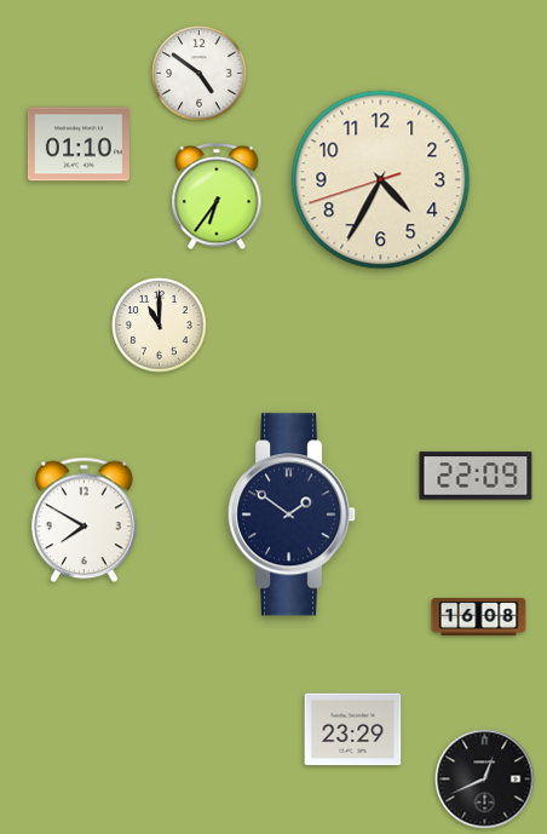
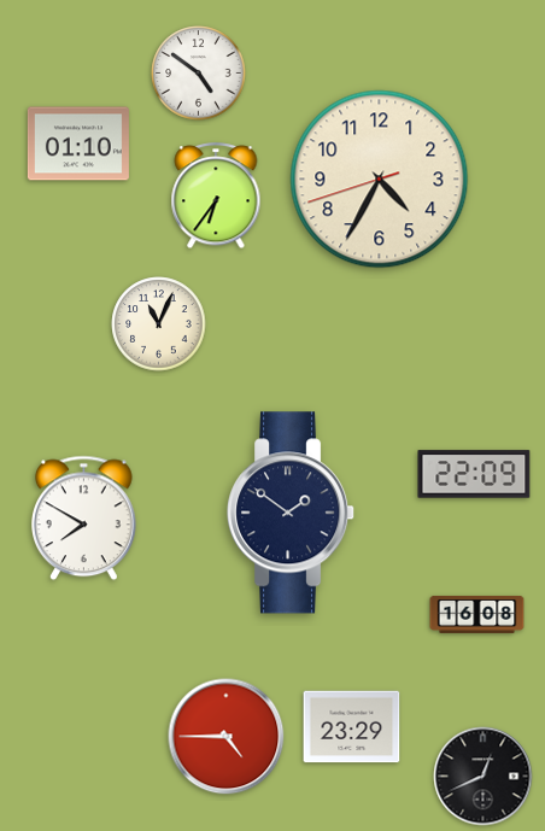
clock at (160, 326): 11:00 -> 11:04
clock at (227, 737): none -> 4:45
